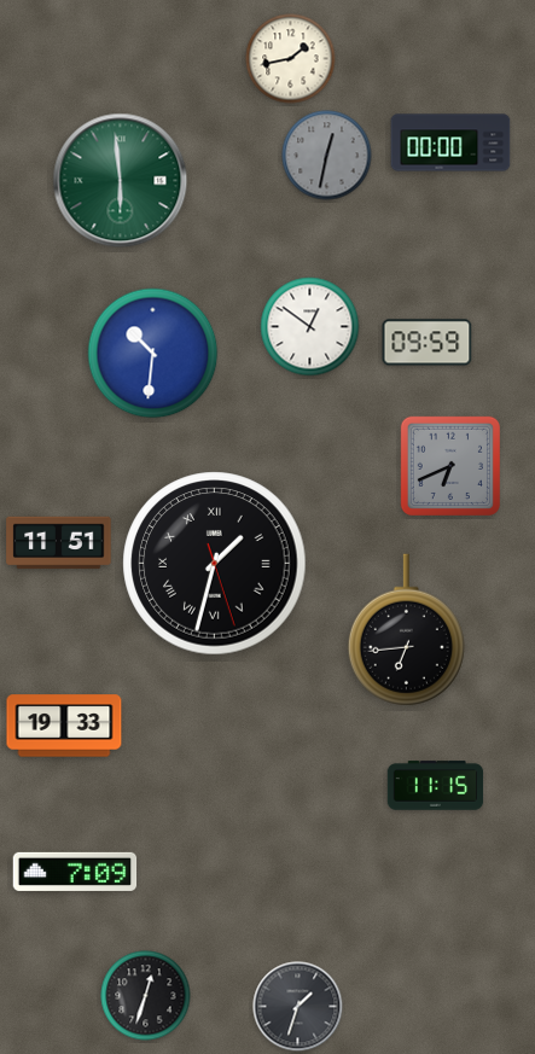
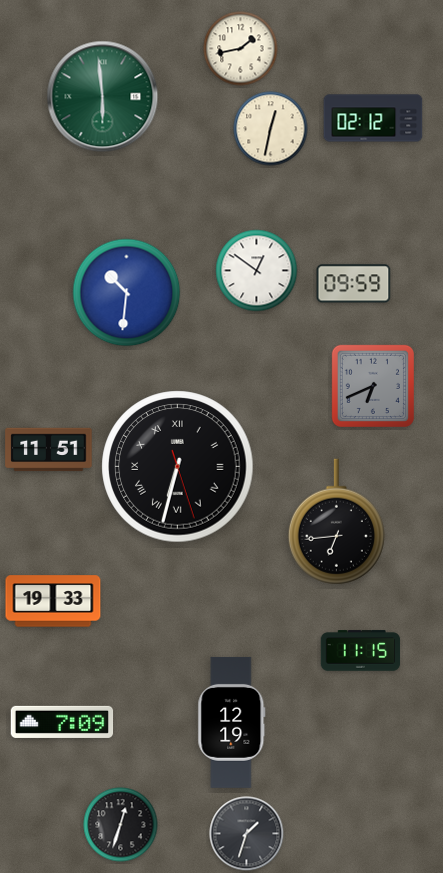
clock at (450, 142): 00:00 -> 02:12
clock at (327, 156) dial: grey -> cream
clock at (121, 181) position: (121, 181) -> (103, 97)
clock at (215, 564): 1:32 -> 6:32
clock at (232, 722): none -> 12:19
